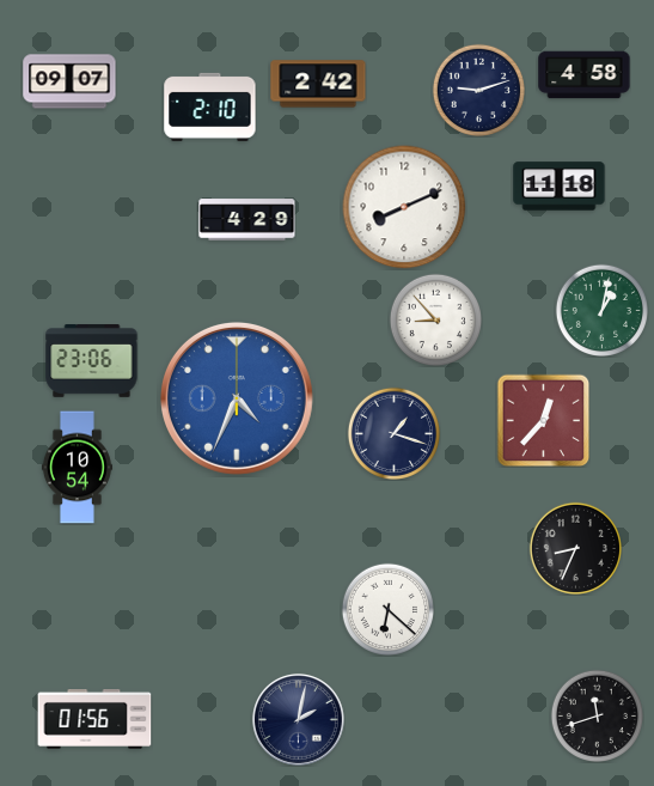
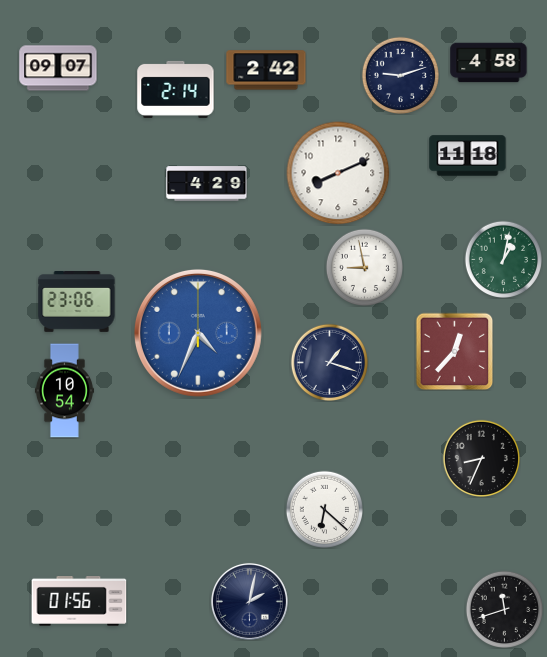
clock at (210, 106): 2:10 -> 2:14
clock at (435, 319): 8:53 -> 8:58
clock at (597, 715) position: (597, 715) -> (504, 609)
